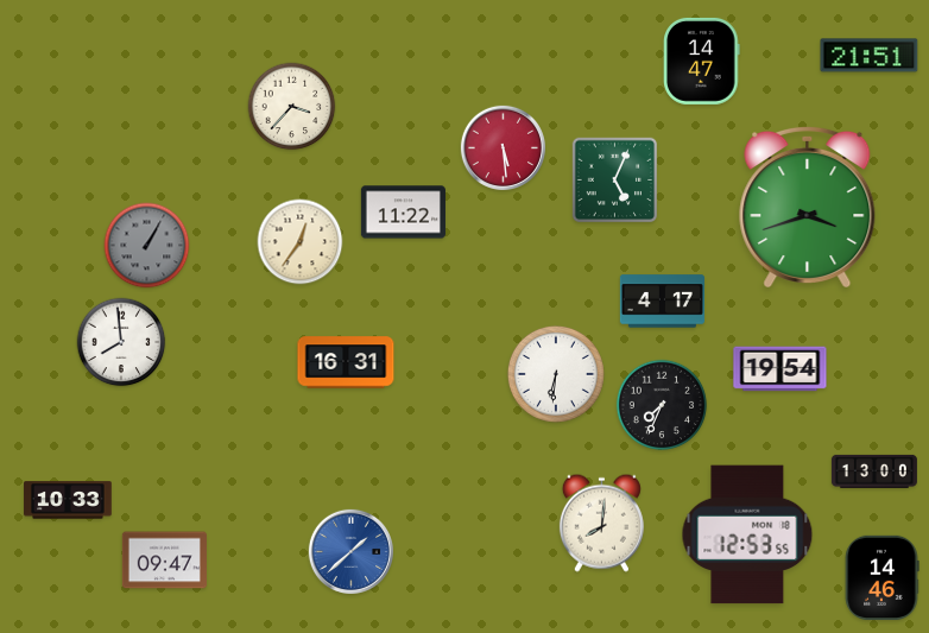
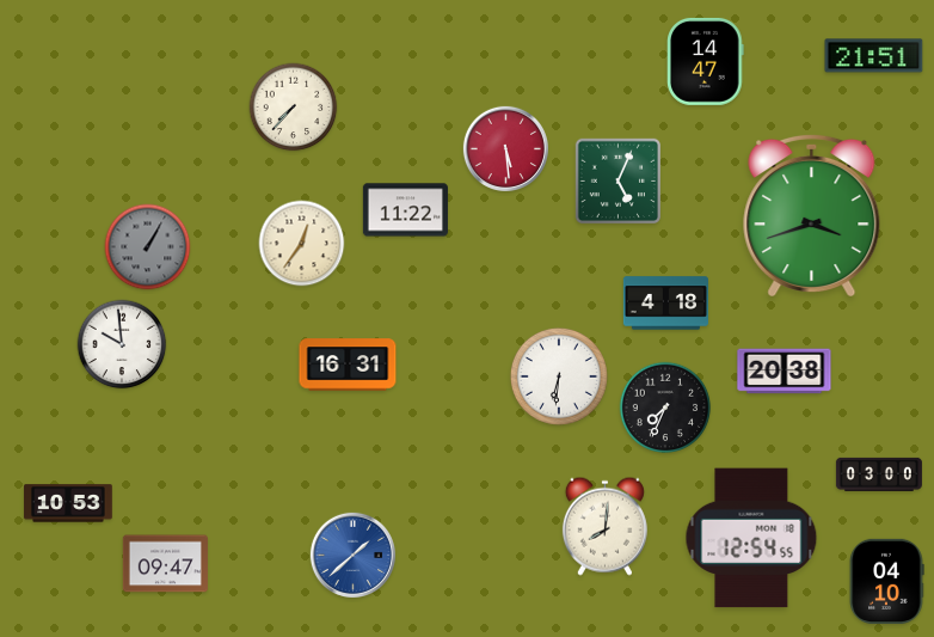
clock at (292, 107): 3:37 -> 7:37
clock at (808, 205) position: (808, 205) -> (812, 214)
clock at (403, 213) position: (403, 213) -> (405, 210)
clock at (662, 302): 4:17 -> 4:18
clock at (121, 342): 7:59 -> 9:59
clock at (781, 369): 19:54 -> 20:38
clock at (874, 471): 13:00 -> 03:00
clock at (68, 500): 10:33 -> 10:53
clock at (747, 534): 12:53 -> 12:54
clock at (881, 577): 14:46 -> 04:10
